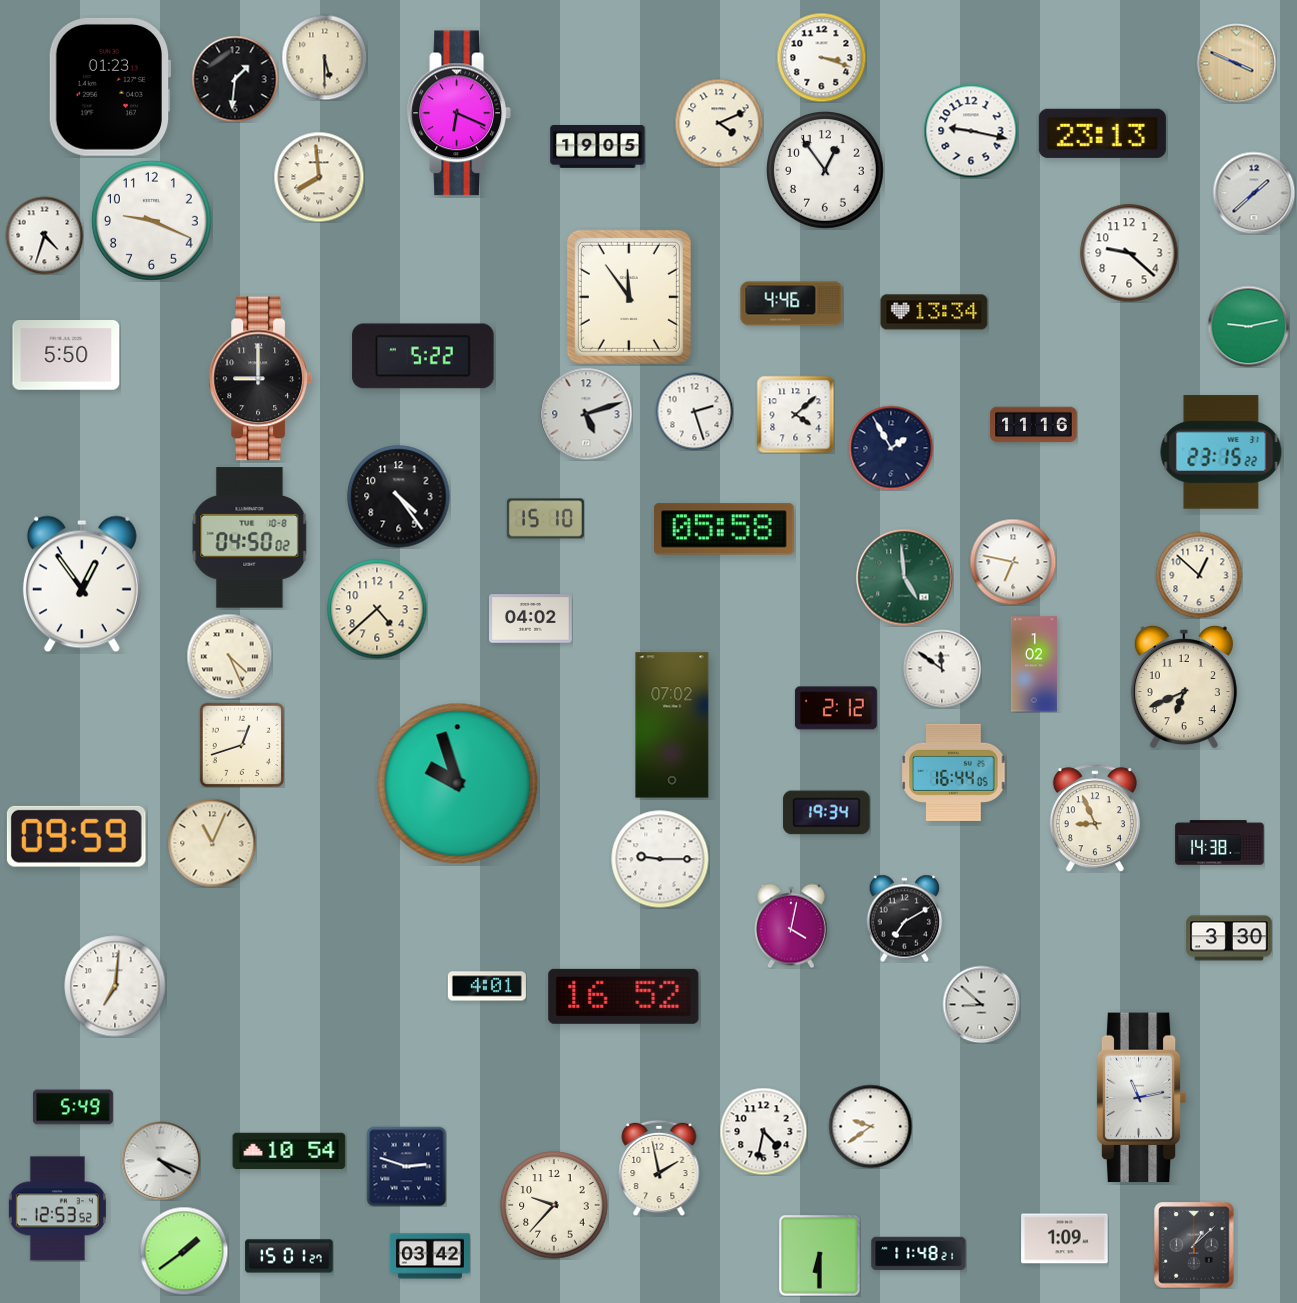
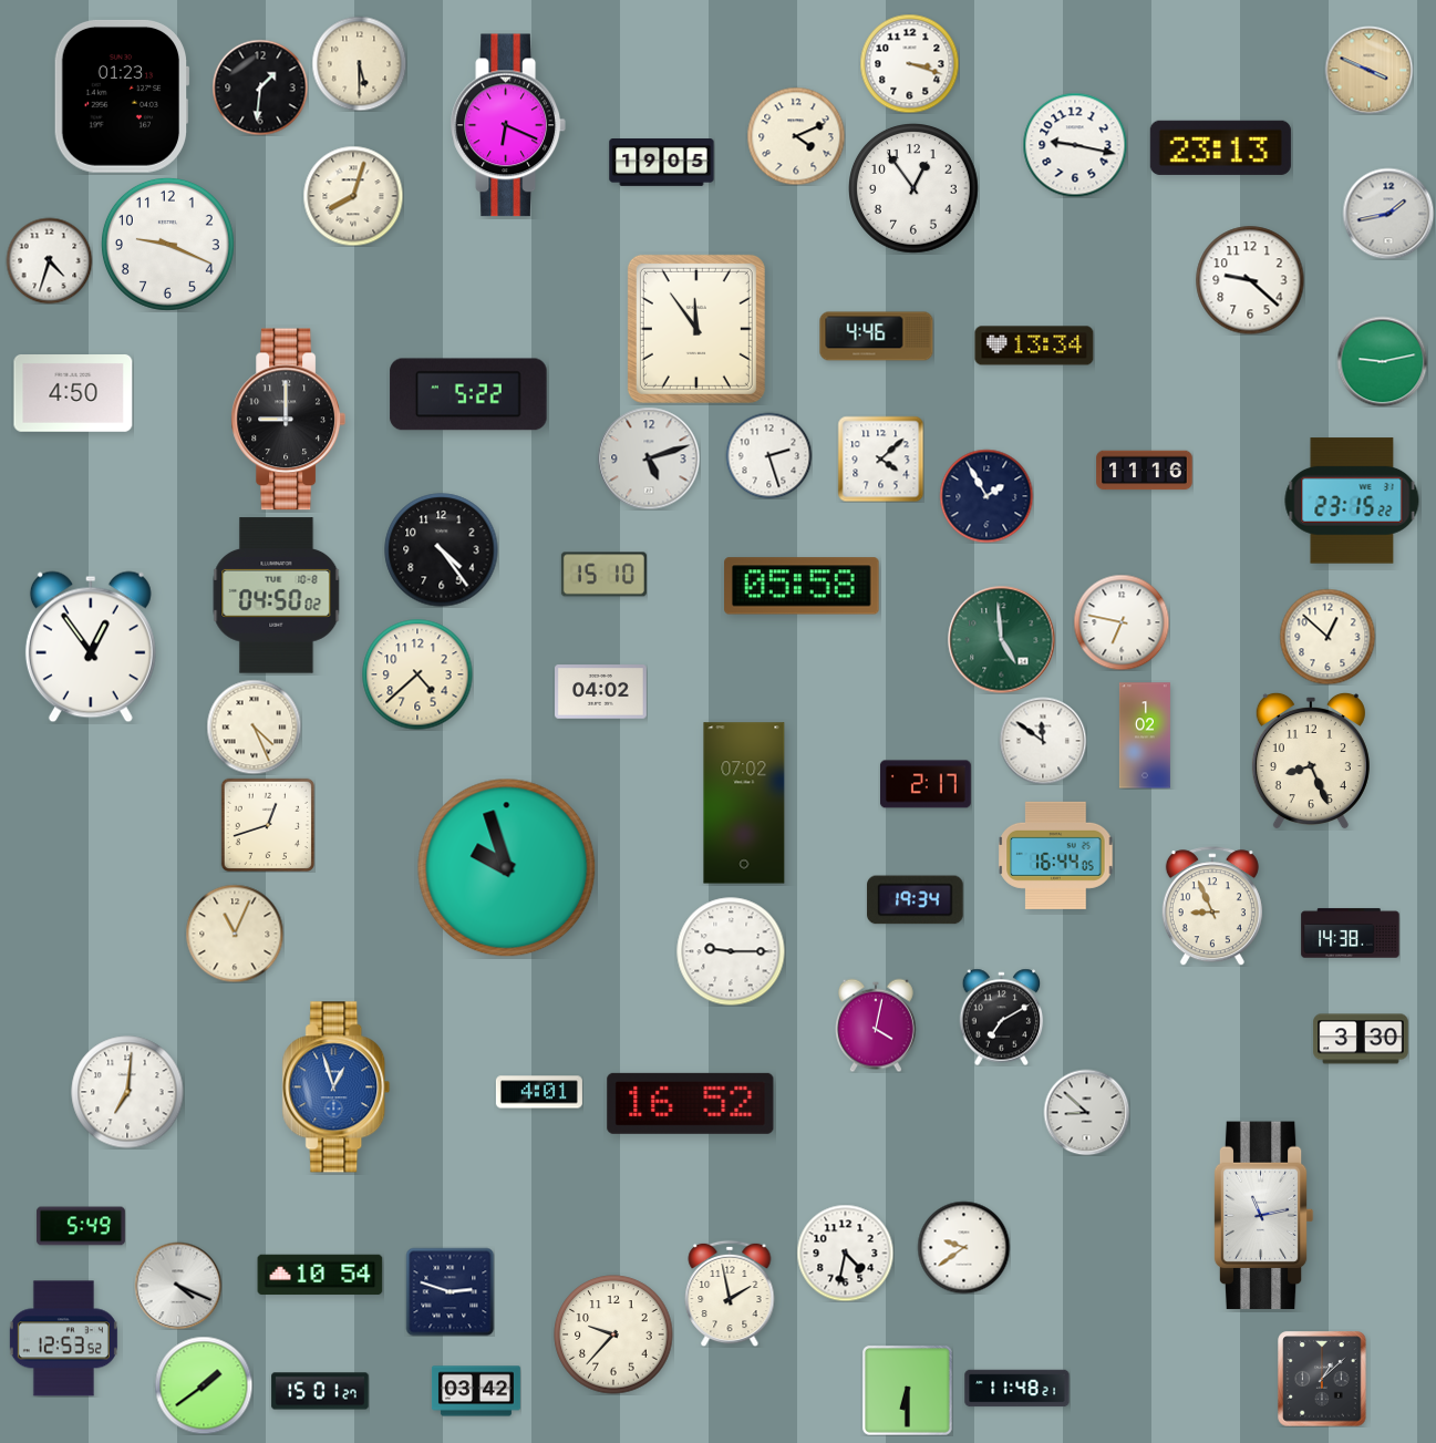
clock at (319, 177): 7:59 -> 8:03
clock at (1254, 193): 1:38 -> 1:43
clock at (66, 356): 5:50 -> 4:50
clock at (531, 619) position: (531, 619) -> (601, 692)
clock at (1184, 687): 6:41 -> 8:26
clock at (836, 708): 2:12 -> 2:17
clock at (76, 836): 09:59 -> none
clock at (337, 1088): none -> 12:57
clock at (1065, 1239): 1:09 -> none
